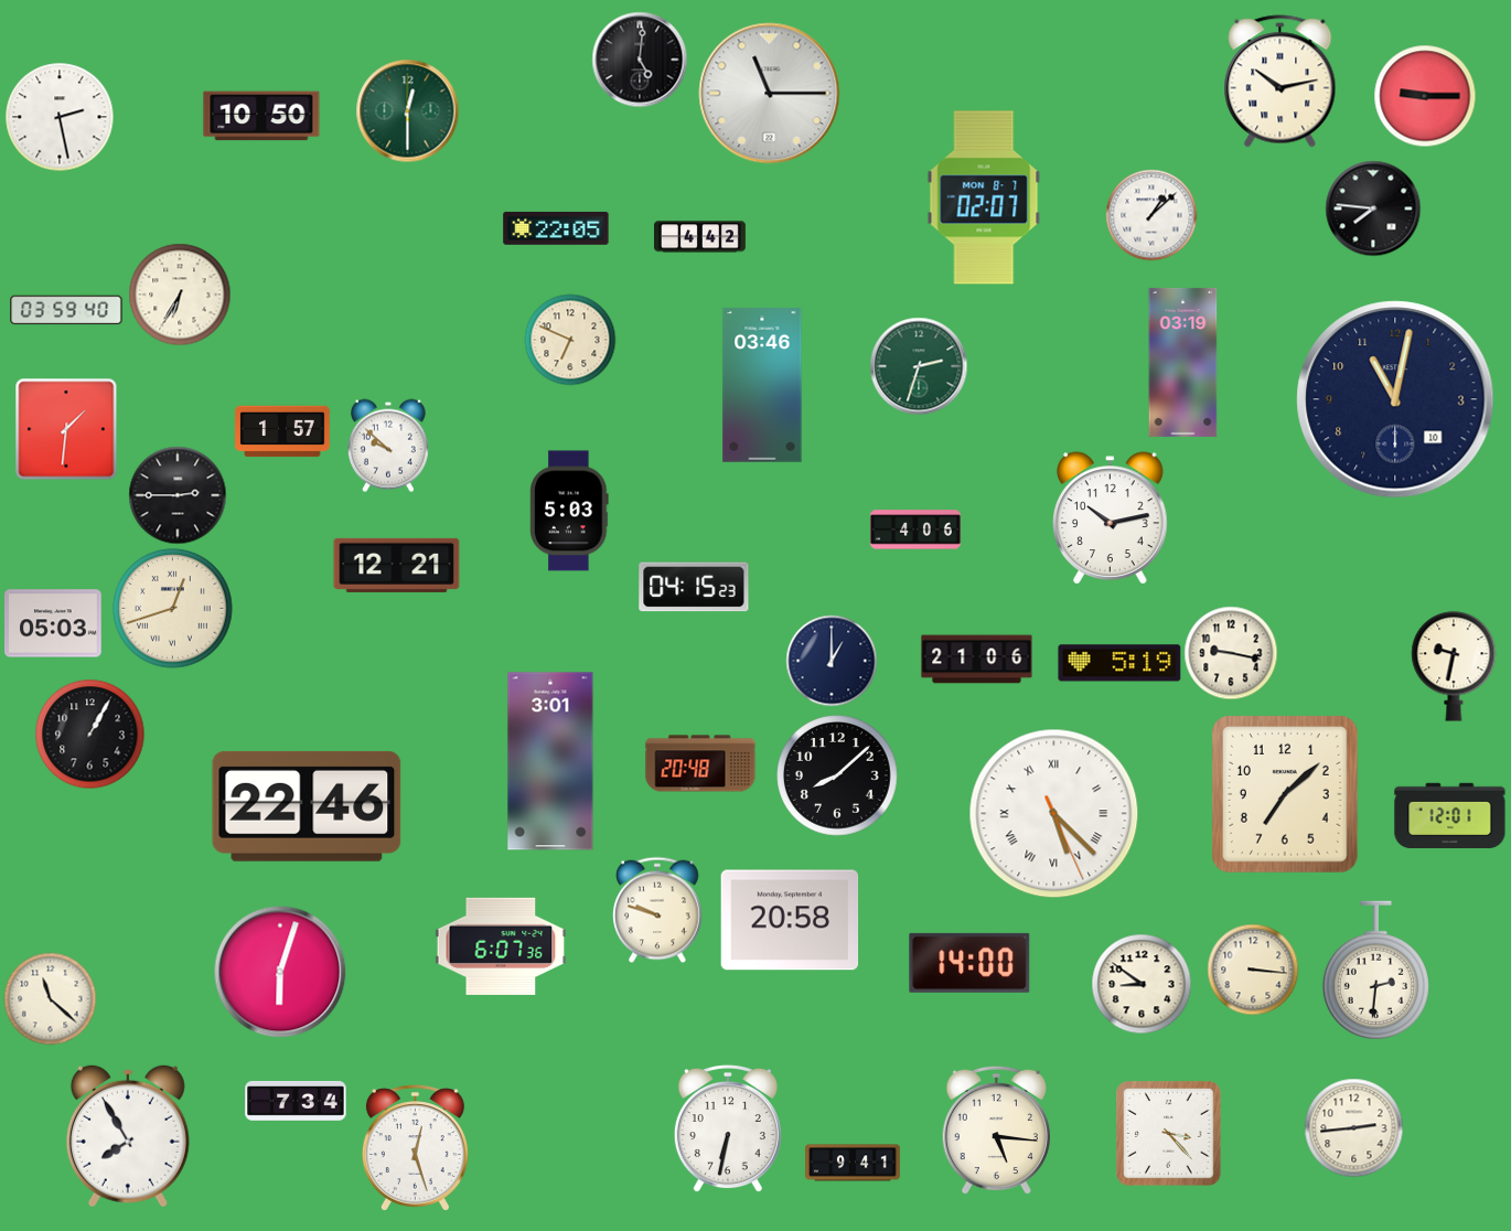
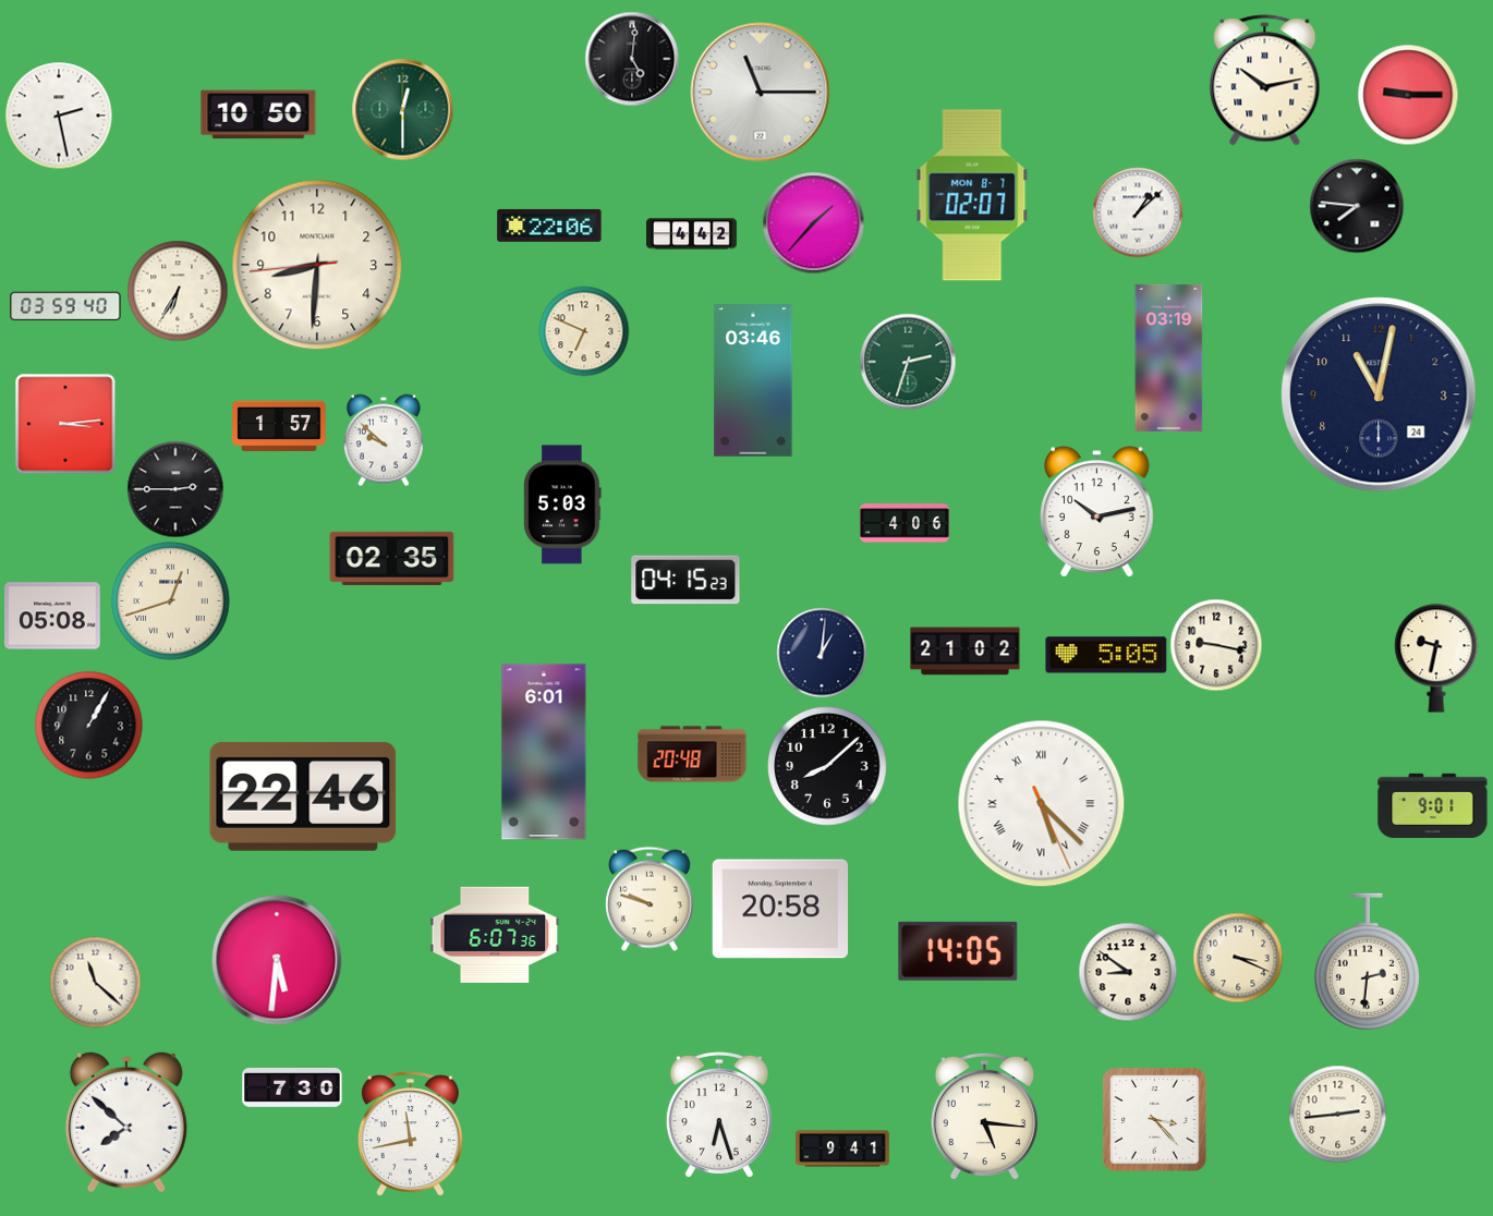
clock at (813, 222): none -> 1:37
clock at (556, 228): 22:05 -> 22:06
clock at (317, 265): none -> 8:30
clock at (570, 340) position: (570, 340) -> (584, 331)
clock at (1395, 399) date: 10 -> 24
clock at (66, 429): 1:31 -> 3:14
clock at (397, 565): 12:21 -> 02:35
clock at (53, 623): 05:03 -> 05:08
clock at (977, 660): 21:06 -> 21:02
clock at (832, 661): 1:00 -> 1:01
clock at (1119, 663): 5:19 -> 5:05
clock at (550, 761): 3:01 -> 6:01
clock at (1286, 794): 7:08 -> none
clock at (1450, 816): 12:01 -> 9:01
clock at (969, 963): 14:00 -> 14:05
clock at (1253, 970): 3:16 -> 3:19
clock at (1375, 971) position: (1375, 971) -> (1367, 962)
clock at (280, 972): 6:03 -> 5:31
clock at (50, 998) position: (50, 998) -> (95, 982)
clock at (296, 1101): 7:34 -> 7:30
clock at (728, 1128): 6:32 -> 6:27
clock at (128, 1136): 7:55 -> 7:52
clock at (415, 1148): 12:27 -> 11:43
